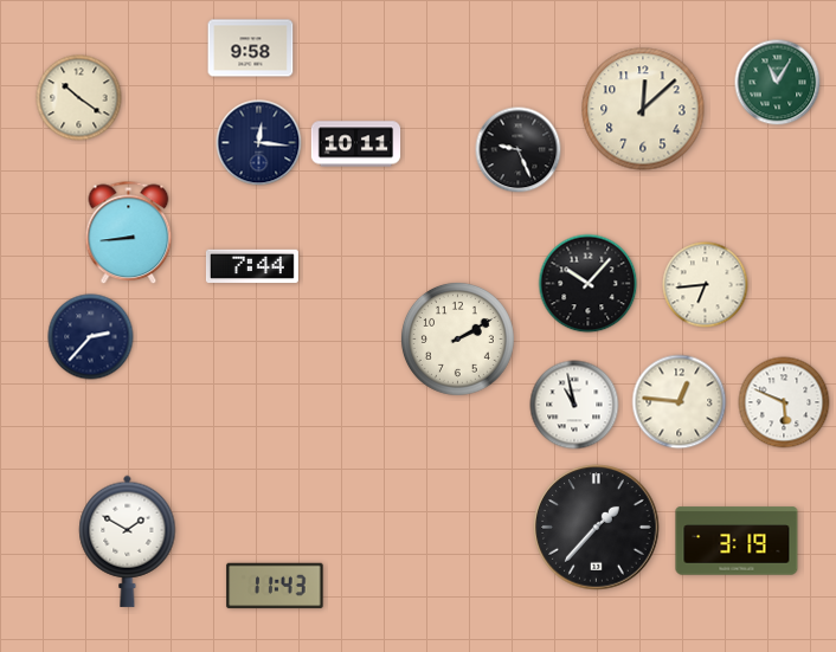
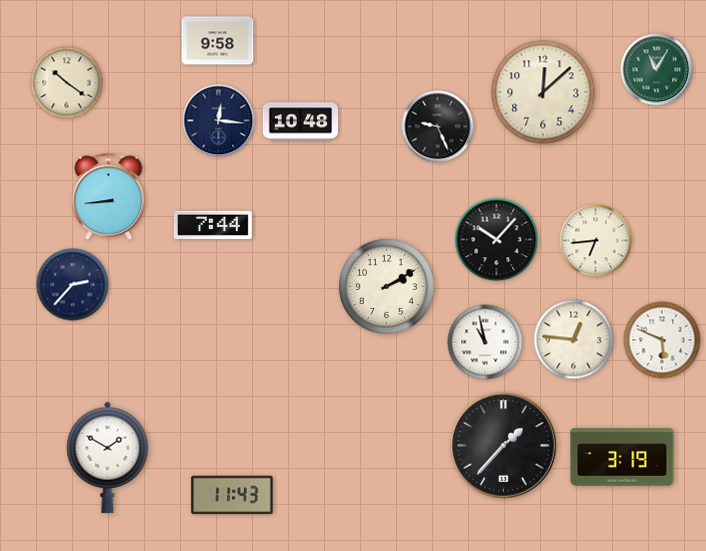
clock at (251, 49) position: (251, 49) -> (218, 41)
clock at (356, 144): 10:11 -> 10:48
clock at (91, 337) position: (91, 337) -> (73, 285)
